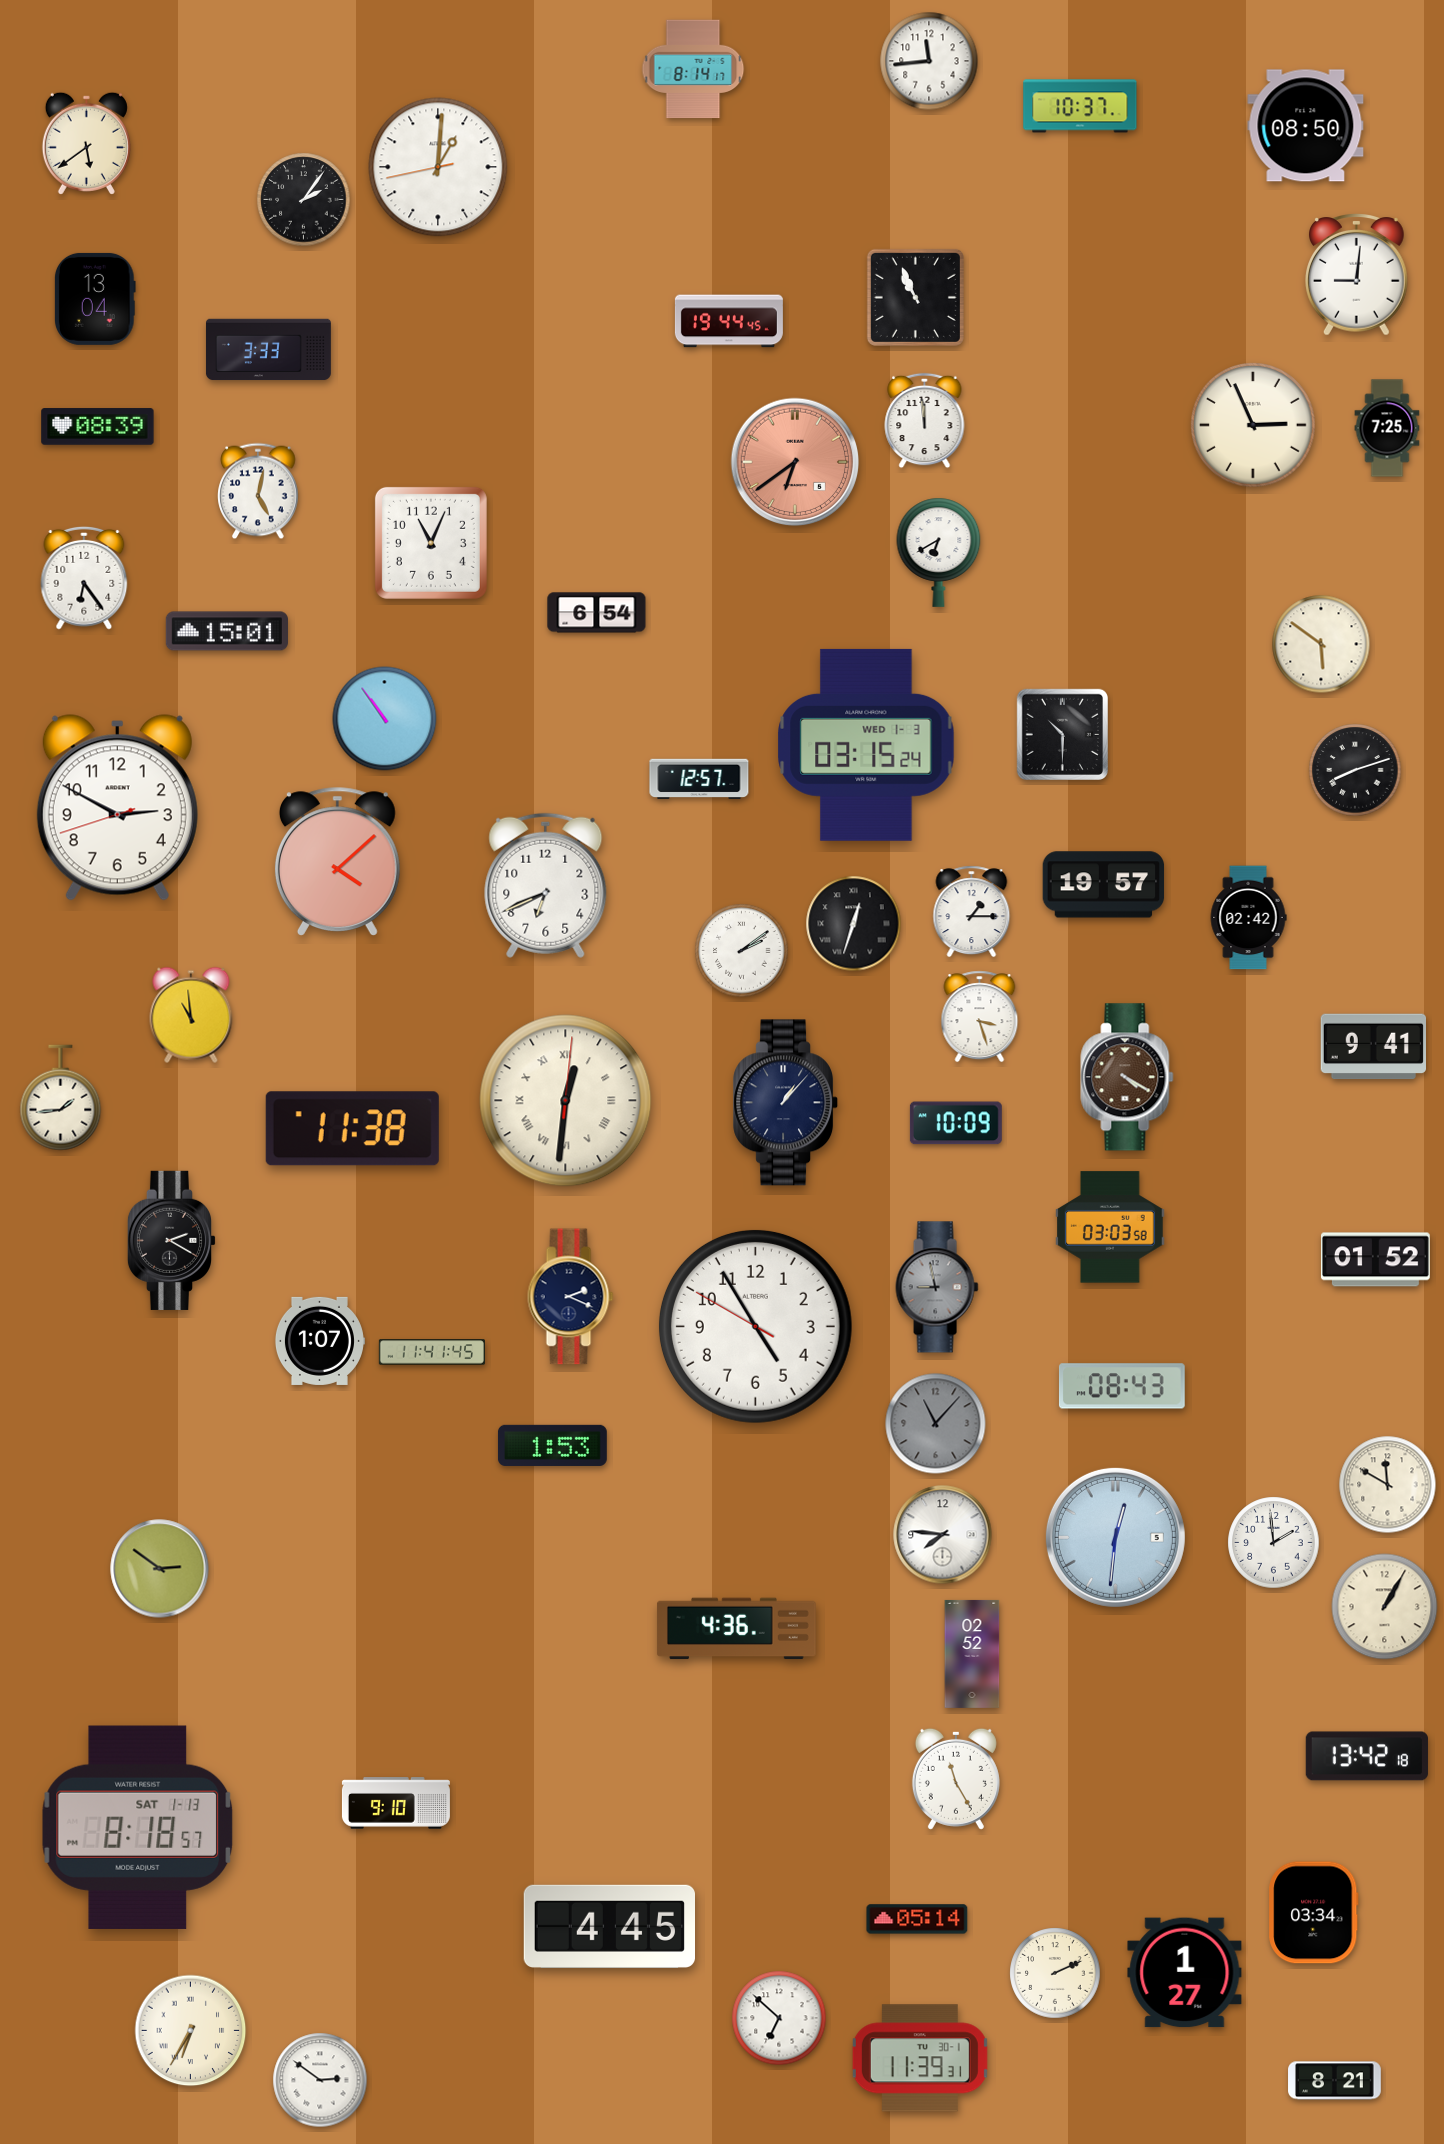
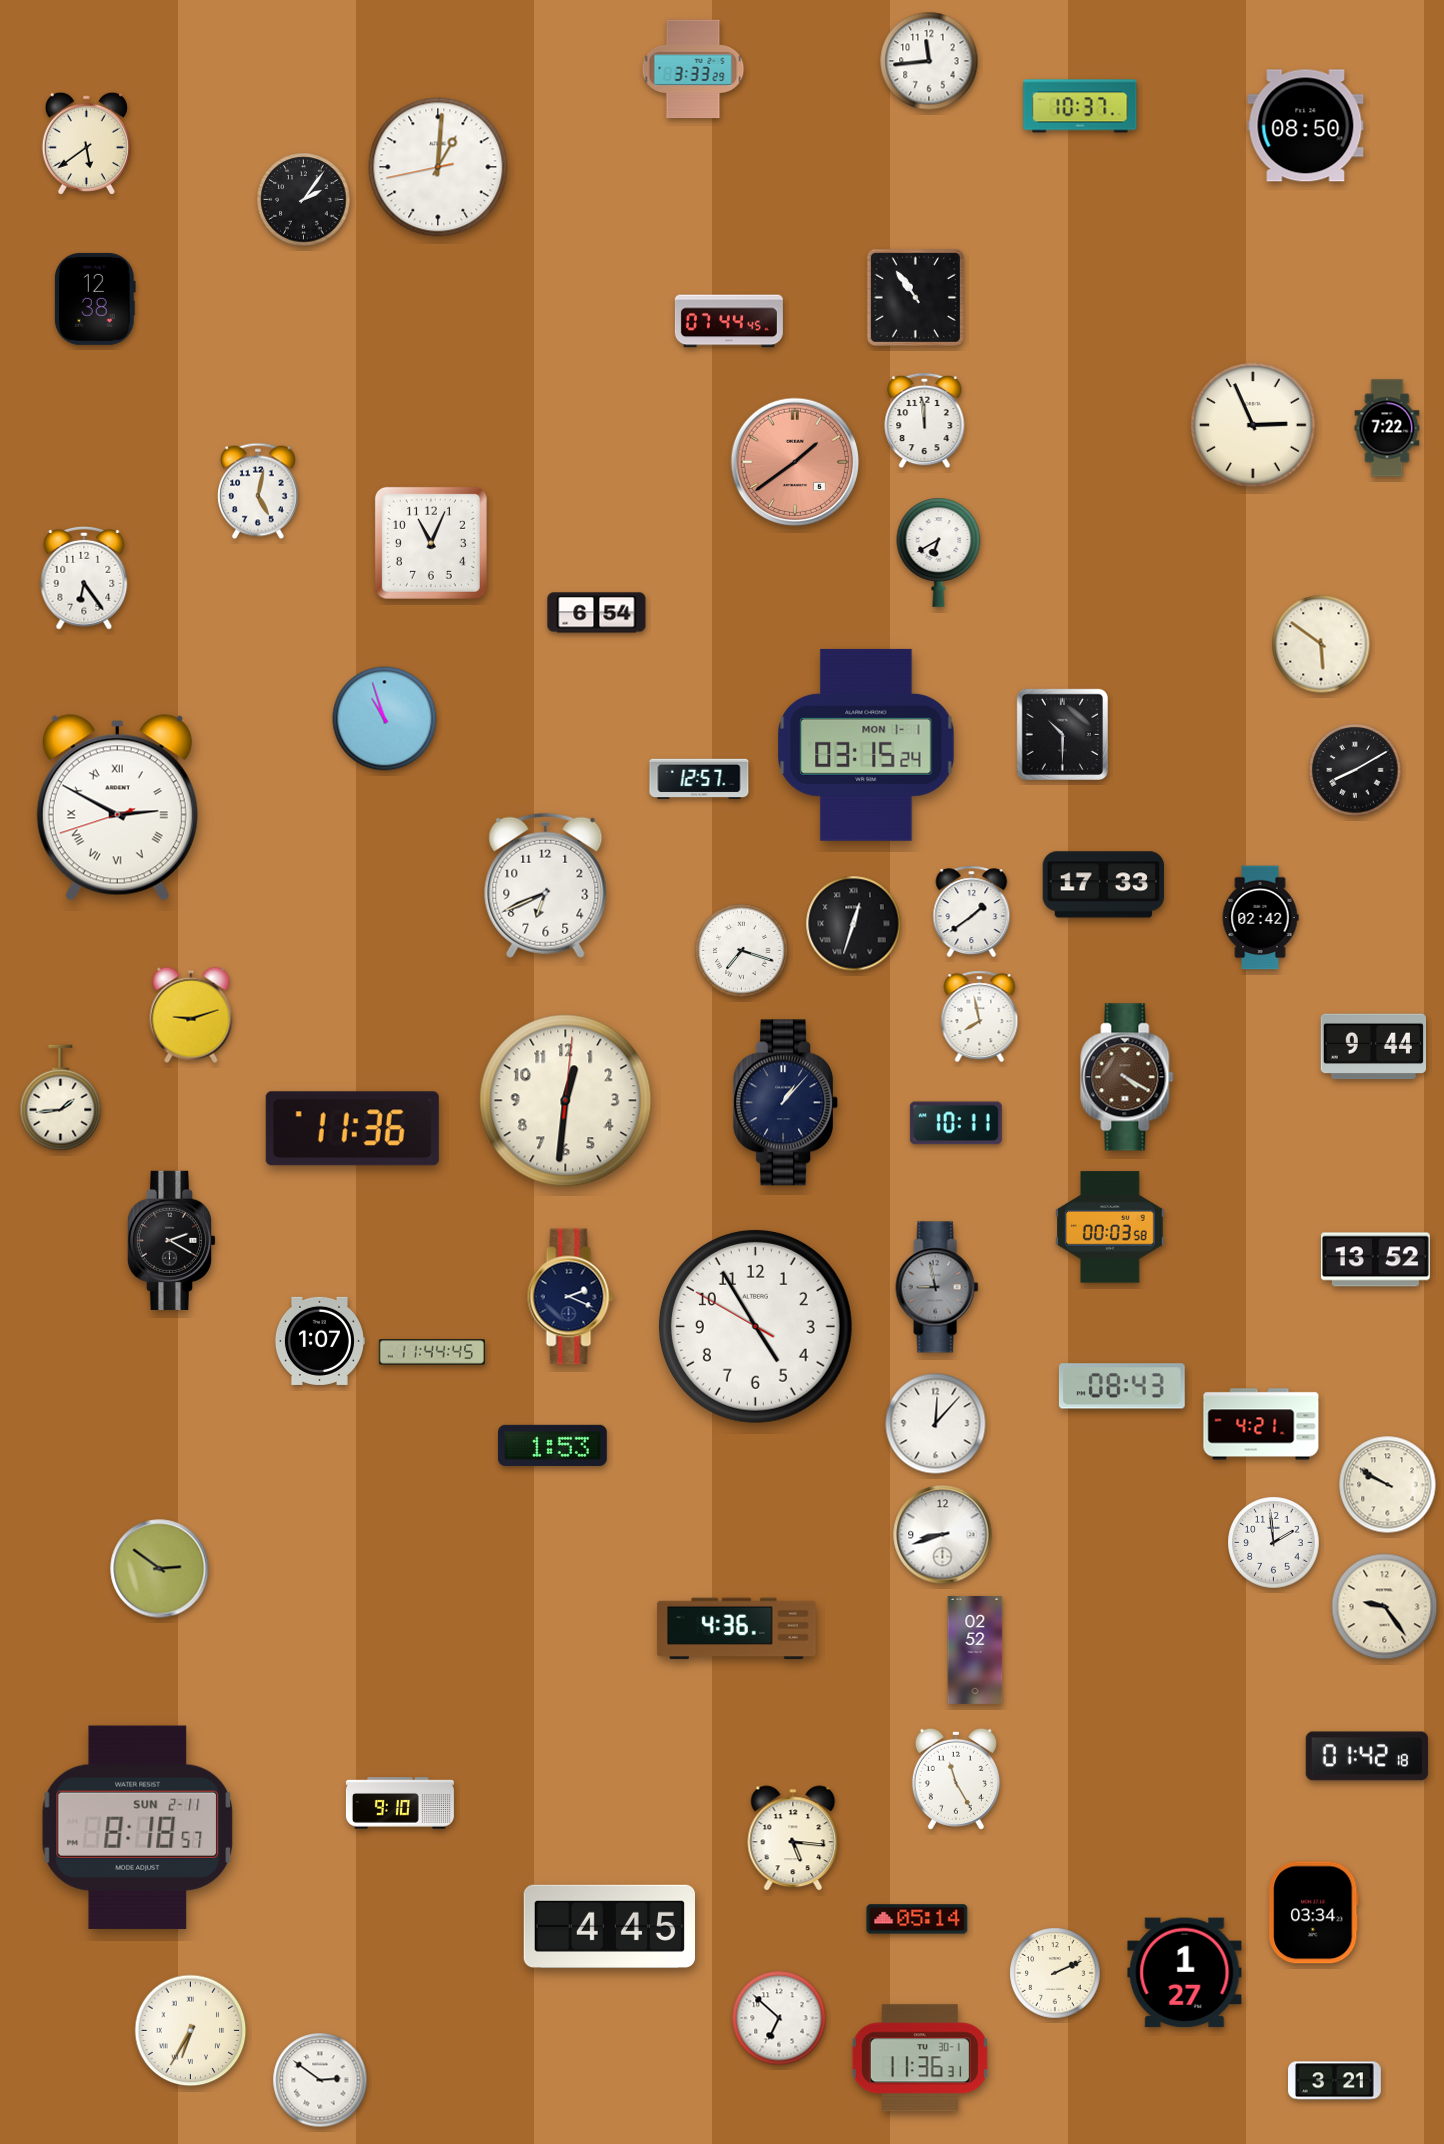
clock at (693, 69): 8:14 -> 3:33
clock at (1357, 275): 9:01 -> none
clock at (915, 297): 10:56 -> 10:54
clock at (95, 299): 13:04 -> 12:38
clock at (729, 321): 19:44 -> 07:44
clock at (268, 350): 3:33 -> none
clock at (98, 427): 08:39 -> none
clock at (1387, 428): 7:25 -> 7:22
clock at (795, 462): 6:39 -> 1:39
clock at (226, 631): 15:01 -> none
clock at (385, 719): 10:54 -> 10:57
clock at (866, 745) date: WED 1-3 -> MON 1-1
clock at (1355, 770): 8:12 -> 8:10
clock at (117, 808) numerals: Arabic -> Roman
clock at (337, 861): 4:08 -> none
clock at (1104, 885): 19:57 -> 17:33
clock at (972, 912): 1:15 -> 1:39
clock at (1248, 918) position: (1248, 918) -> (1260, 918)
clock at (742, 951): 2:09 -> 7:18
clock at (191, 1015): 10:59 -> 9:12
clock at (980, 1017): 3:27 -> 7:58
clock at (1373, 1047): 9:41 -> 9:44
clock at (566, 1101) numerals: Roman -> Arabic
clock at (956, 1123): 10:09 -> 10:11
clock at (352, 1129): 11:38 -> 11:36
clock at (1110, 1227): 03:03 -> 00:03
clock at (1375, 1260): 01:52 -> 13:52
clock at (431, 1352): 11:41 -> 11:44
clock at (936, 1424): 11:07 -> 12:07
clock at (936, 1424) dial: grey -> white
clock at (1261, 1424): none -> 4:21
clock at (1388, 1485): 11:50 -> 9:50
clock at (943, 1535): 7:46 -> 8:42
clock at (1115, 1537): 12:31 -> none
clock at (1385, 1607): 1:05 -> 9:24
clock at (972, 1654) position: (972, 1654) -> (975, 1650)
clock at (1367, 1756): 13:42 -> 01:42
clock at (396, 1803) position: (396, 1803) -> (400, 1803)
clock at (138, 1827) date: SAT 1-13 -> SUN 2-11
clock at (793, 1838): none -> 5:16
clock at (920, 2058): 11:39 -> 11:36
clock at (1335, 2081): 8:21 -> 3:21
